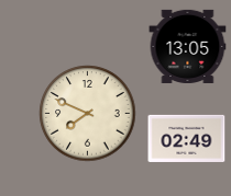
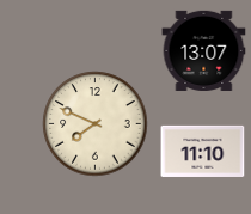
clock at (188, 46): 13:05 -> 13:07
clock at (187, 138): 02:49 -> 11:10
